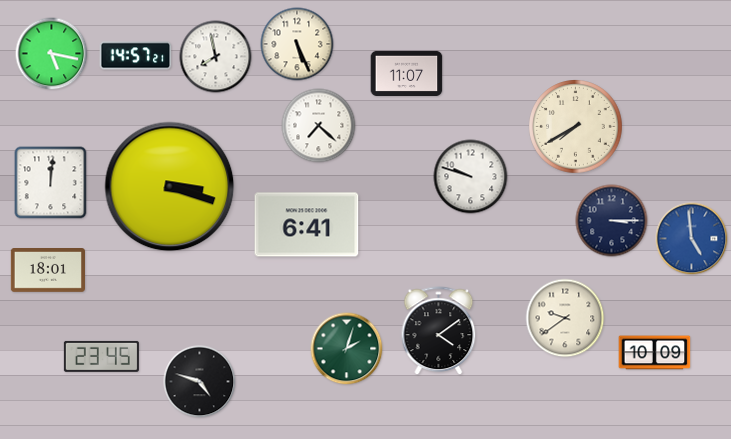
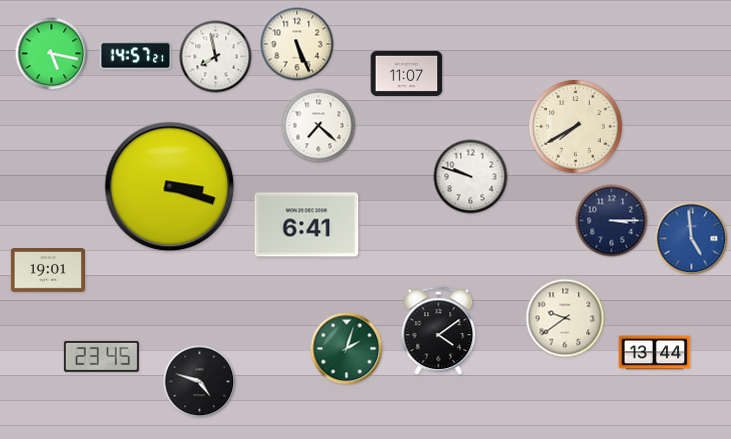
clock at (51, 183): 12:01 -> none
clock at (47, 271): 18:01 -> 19:01
clock at (655, 353): 10:09 -> 13:44
